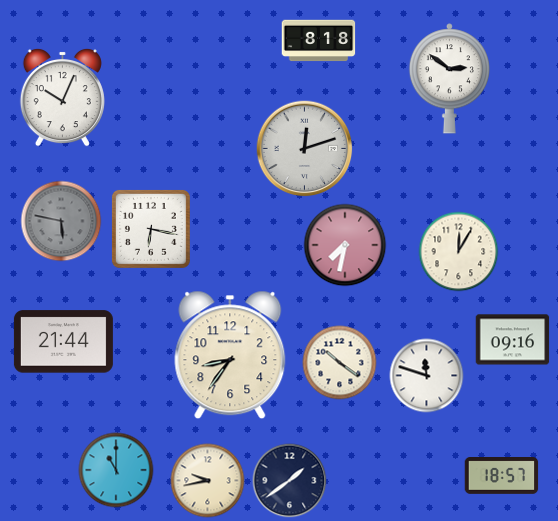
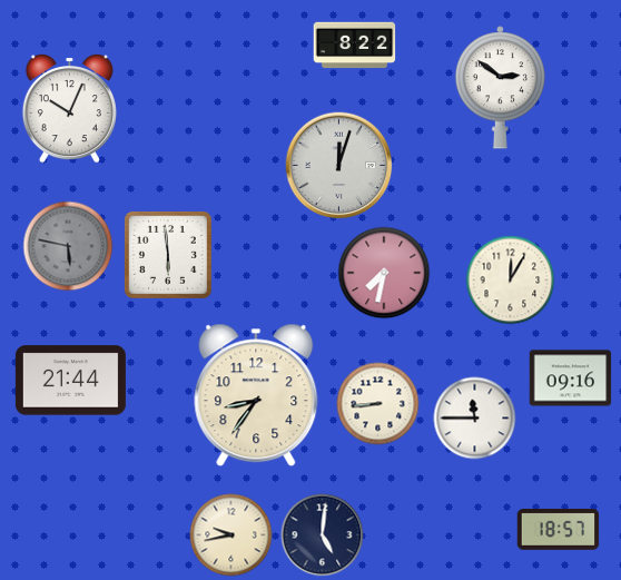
clock at (319, 41): 8:18 -> 8:22
clock at (305, 149): 12:12 -> 12:03
clock at (151, 229): 6:17 -> 5:59
clock at (340, 363): 10:21 -> 8:44
clock at (427, 376): 11:48 -> 11:45
clock at (116, 470): 11:00 -> none
clock at (290, 481): 1:39 -> 5:01
